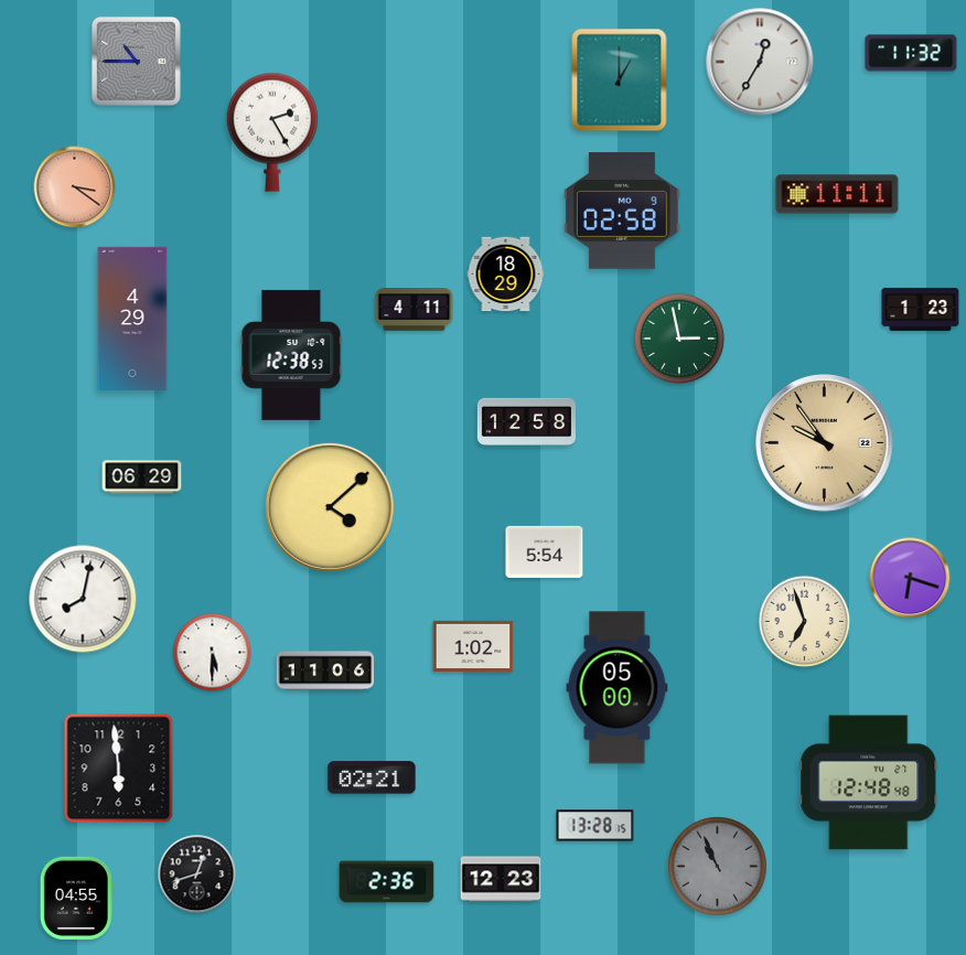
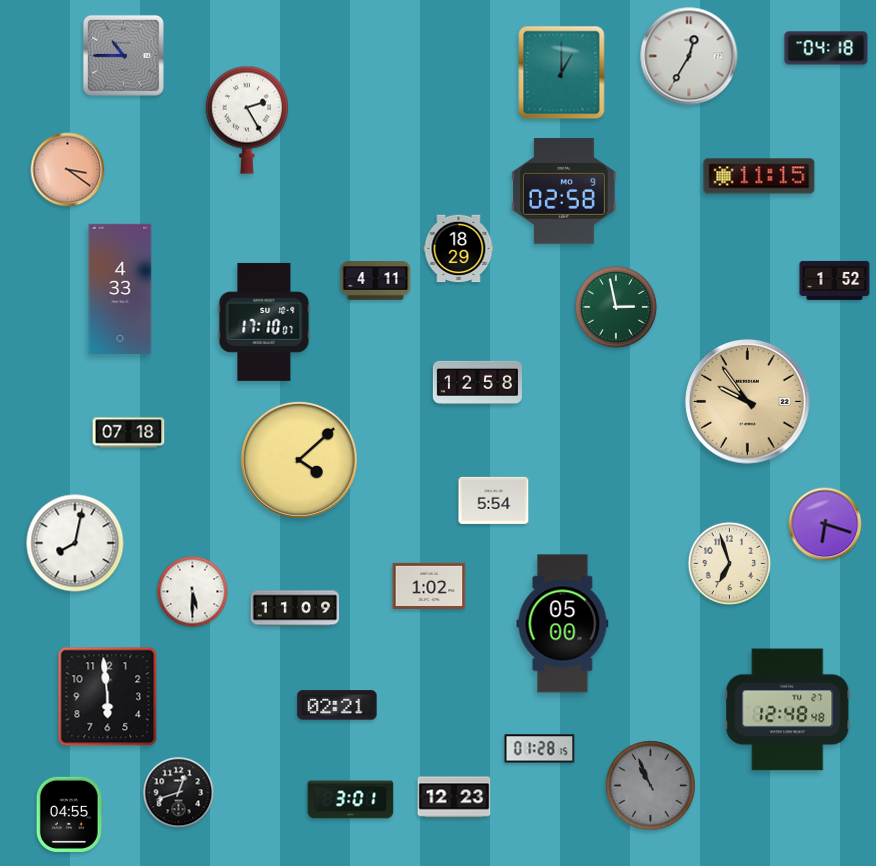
clock at (911, 53): 11:32 -> 04:18
clock at (837, 194): 11:11 -> 11:15
clock at (921, 309): 1:23 -> 1:52
clock at (132, 319): 4:29 -> 4:33
clock at (291, 355): 12:38 -> 17:10
clock at (142, 477): 06:29 -> 07:18
clock at (325, 670): 11:06 -> 11:09
clock at (618, 688) position: (618, 688) -> (563, 624)
clock at (595, 826): 13:28 -> 01:28
clock at (387, 882): 2:36 -> 3:01
